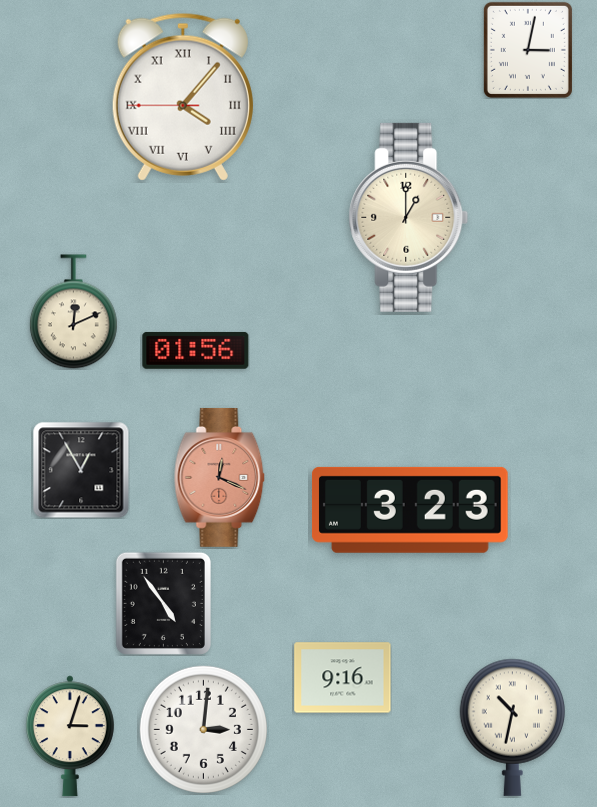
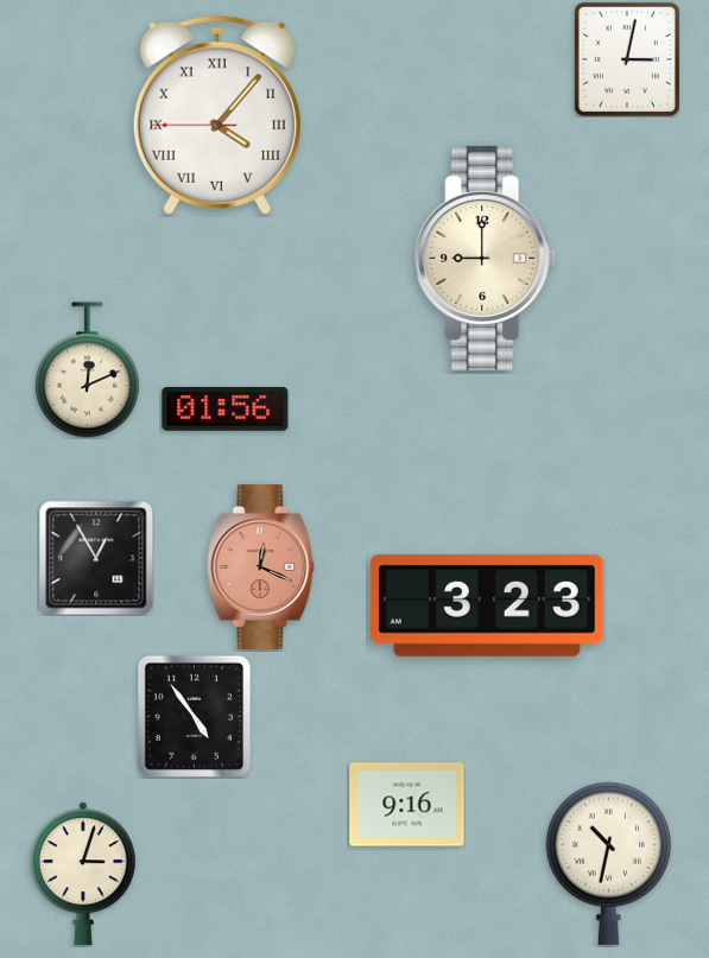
clock at (409, 217): 1:00 -> 9:00
clock at (196, 350) position: (196, 350) -> (226, 408)
clock at (203, 729): 3:01 -> none
